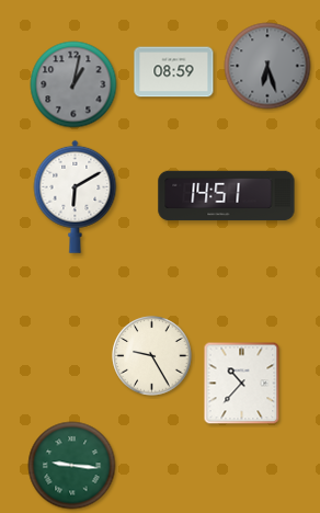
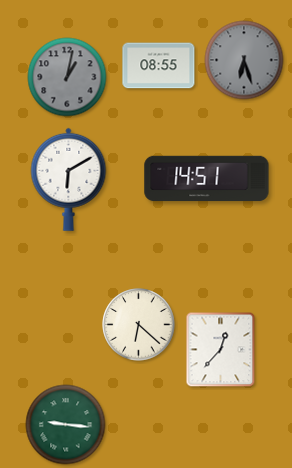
clock at (174, 72): 08:59 -> 08:55
clock at (152, 356): 9:25 -> 6:22
clock at (242, 384): 10:37 -> 12:37
